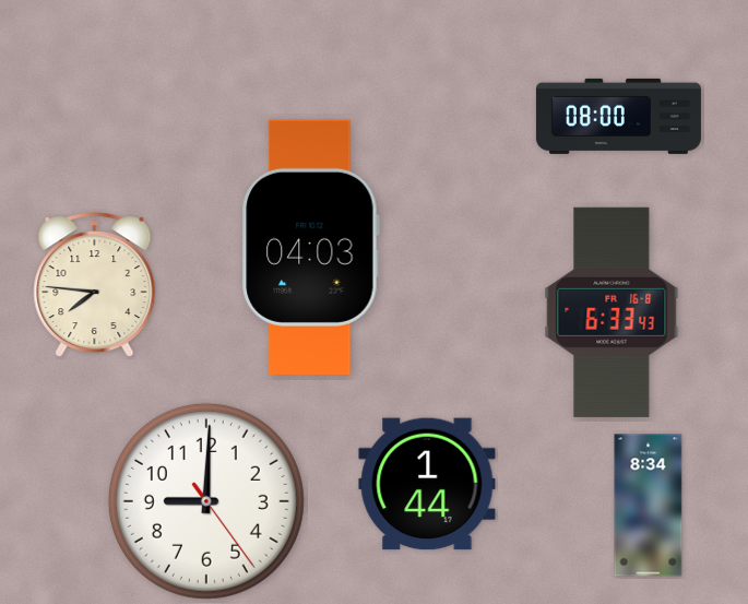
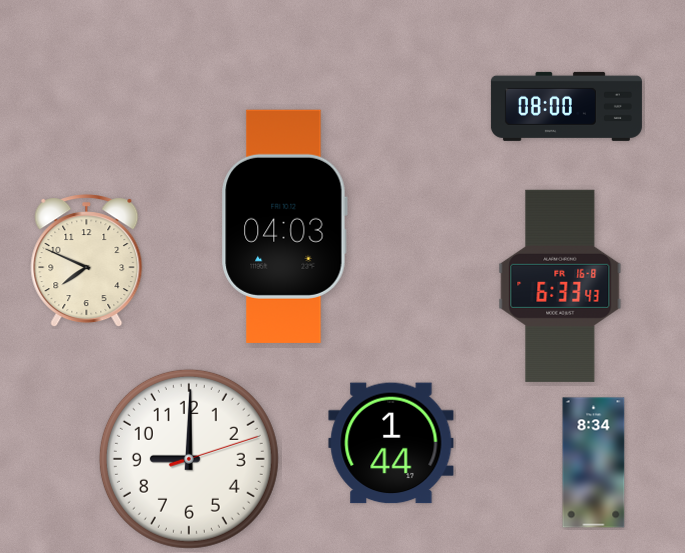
clock at (95, 285): 7:46 -> 7:49
clock at (206, 501): 9:00:24 -> 9:00:12
